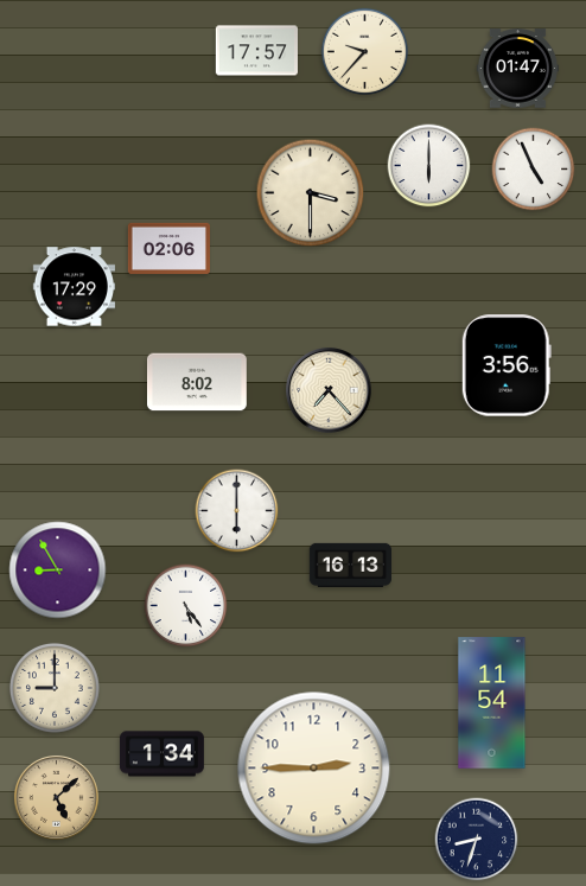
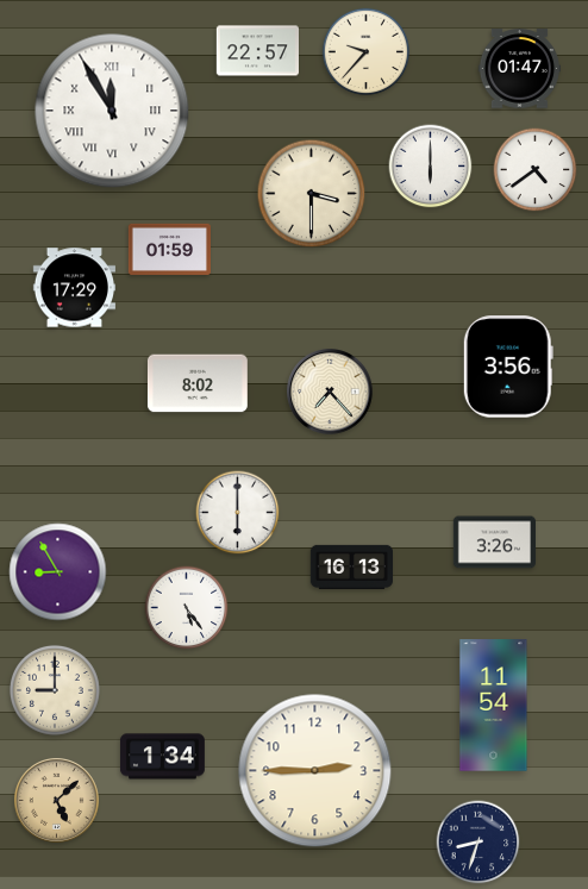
clock at (256, 51): 17:57 -> 22:57
clock at (112, 111): none -> 11:55
clock at (534, 170): 4:56 -> 4:39
clock at (168, 248): 02:06 -> 01:59
clock at (494, 543): none -> 3:26
